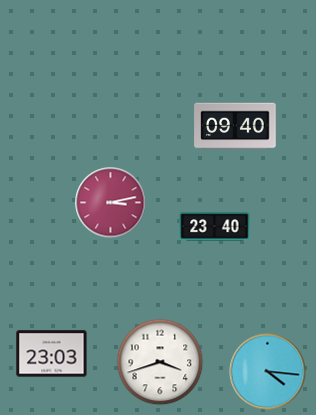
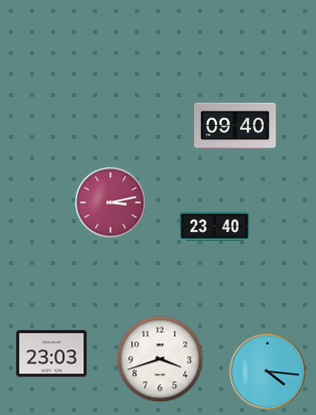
clock at (160, 362) position: (160, 362) -> (160, 359)
